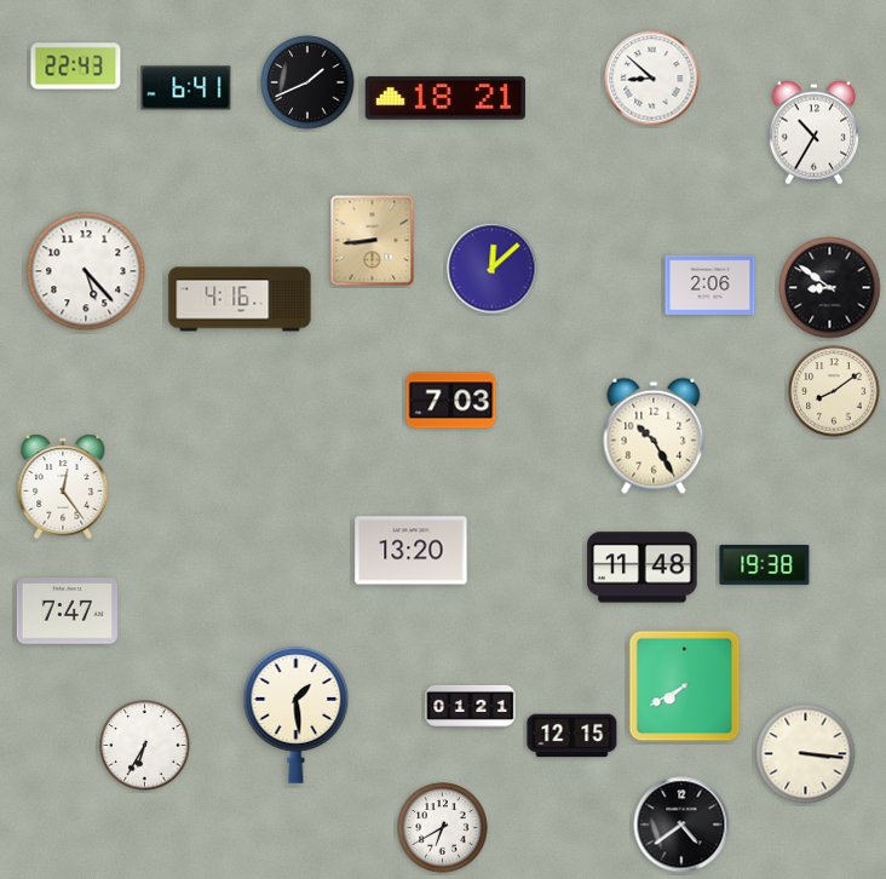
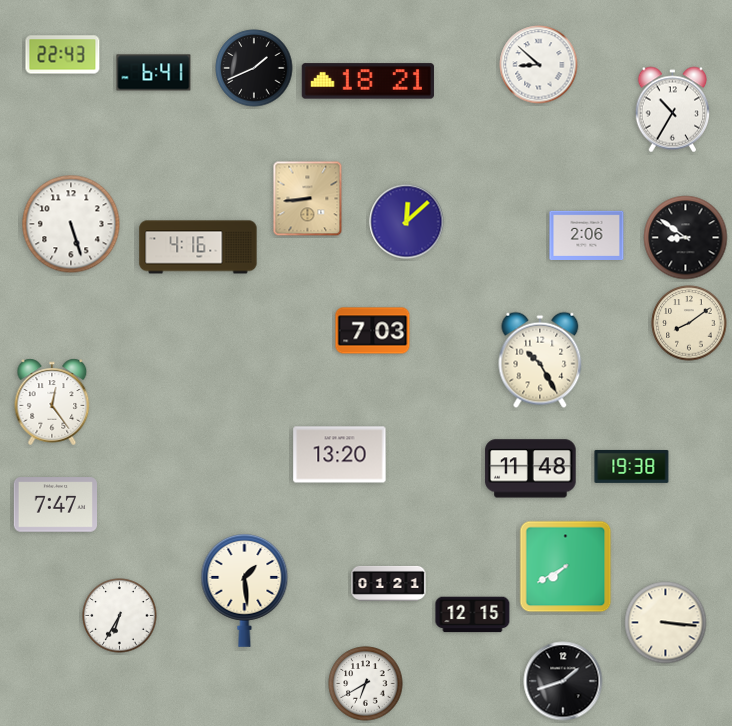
clock at (86, 271): 5:23 -> 5:27
clock at (573, 736) position: (573, 736) -> (473, 615)
clock at (681, 825): 4:39 -> 1:42
